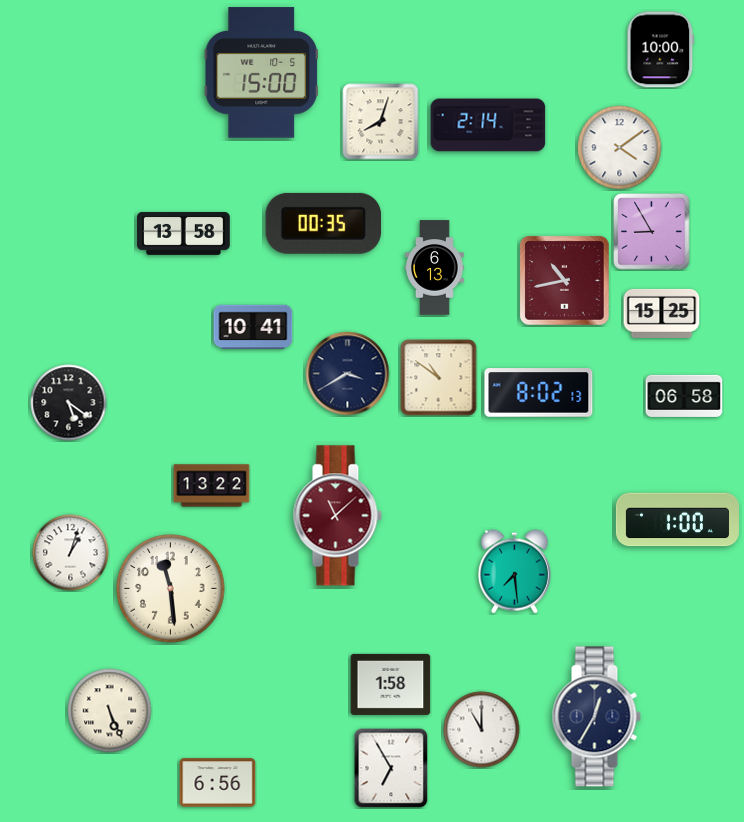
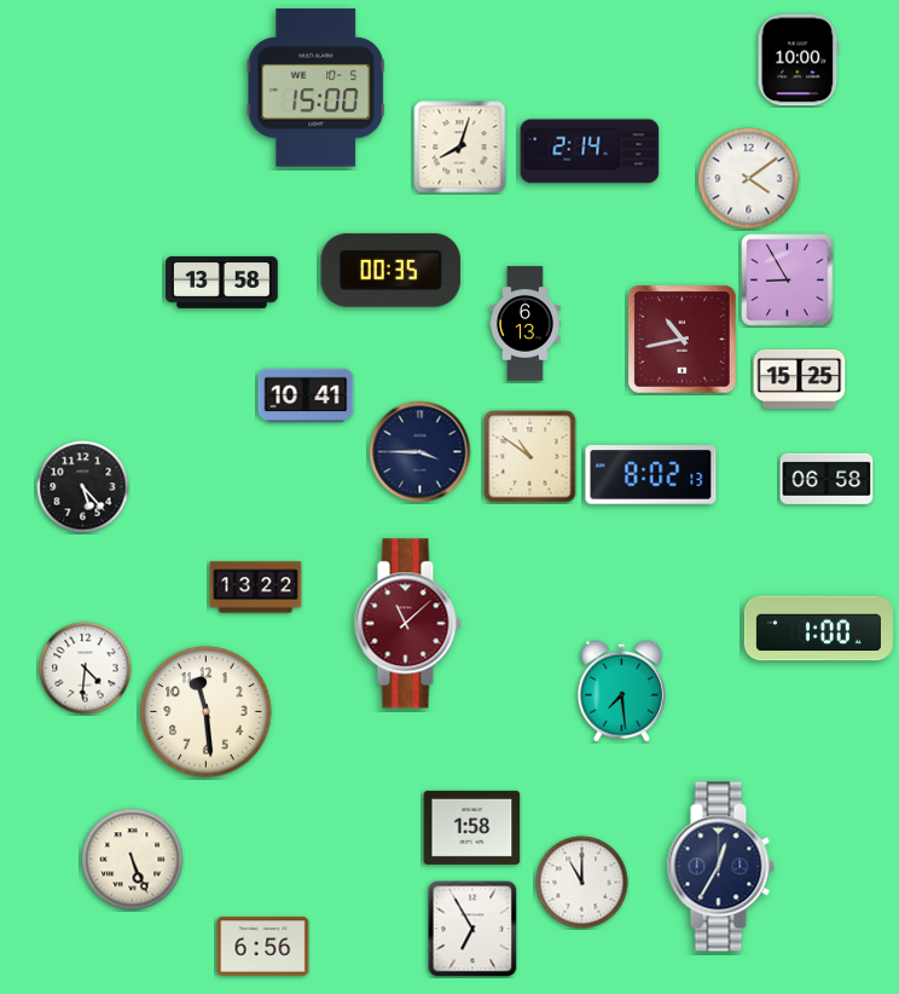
clock at (348, 374): 3:40 -> 3:45
clock at (69, 403): 5:21 -> 5:23
clock at (71, 553): 1:03 -> 4:31
